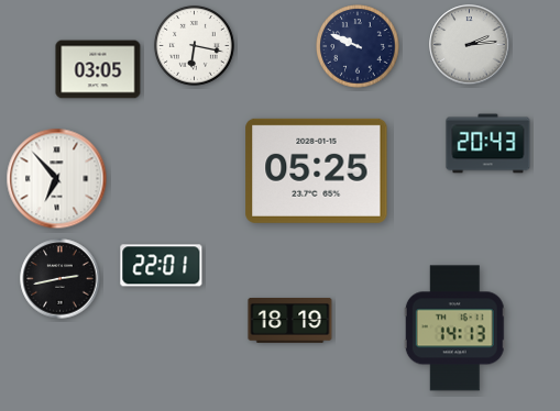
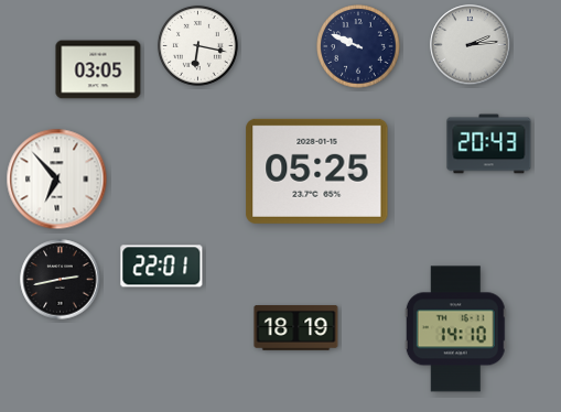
clock at (194, 45) position: (194, 45) -> (197, 45)
clock at (290, 321) position: (290, 321) -> (296, 328)
clock at (454, 329): 14:13 -> 14:10
